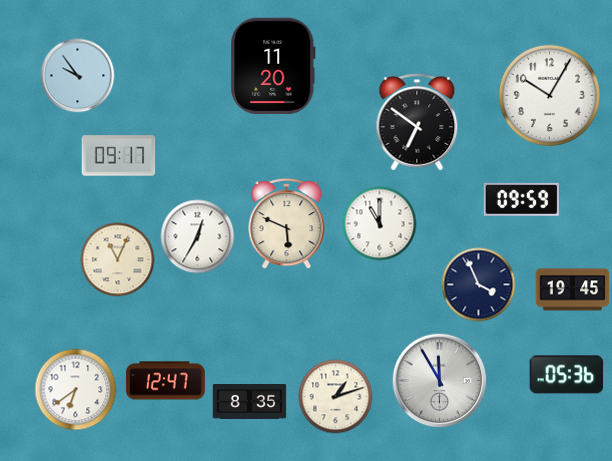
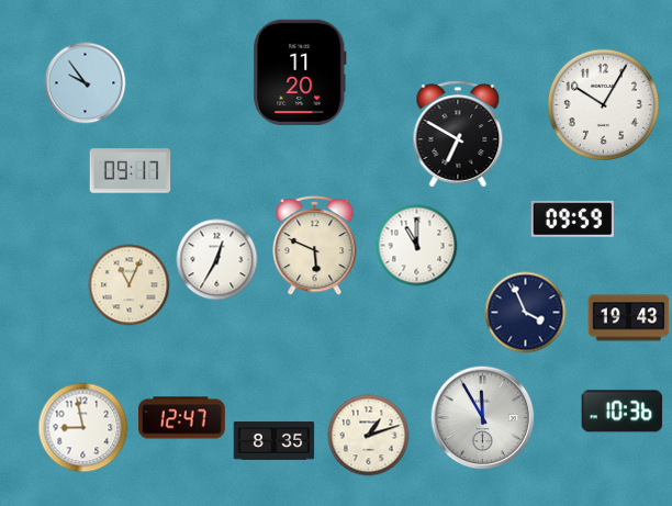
clock at (417, 122): 6:51 -> 6:50
clock at (573, 290): 19:45 -> 19:43
clock at (567, 375): 05:36 -> 10:36
clock at (76, 390): 6:39 -> 8:58
